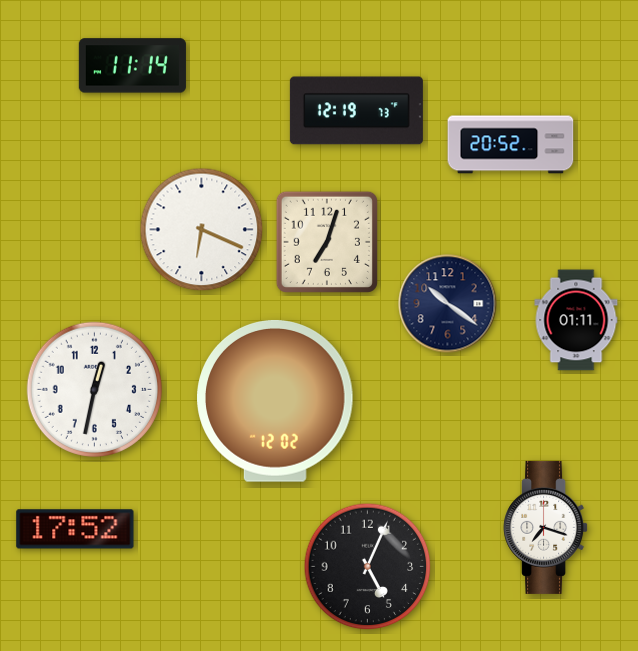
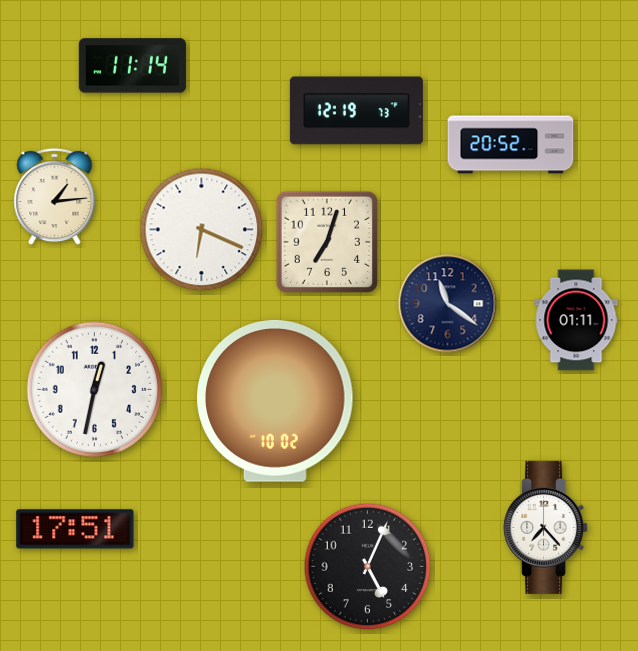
clock at (55, 197): none -> 1:14
clock at (448, 304): 10:21 -> 11:21
clock at (275, 401): 12:02 -> 10:02
clock at (546, 527): 7:18 -> 7:23
clock at (75, 529): 17:52 -> 17:51
